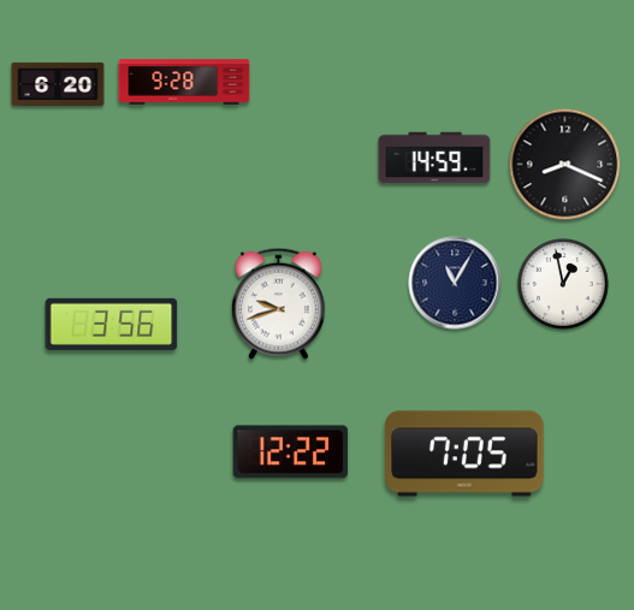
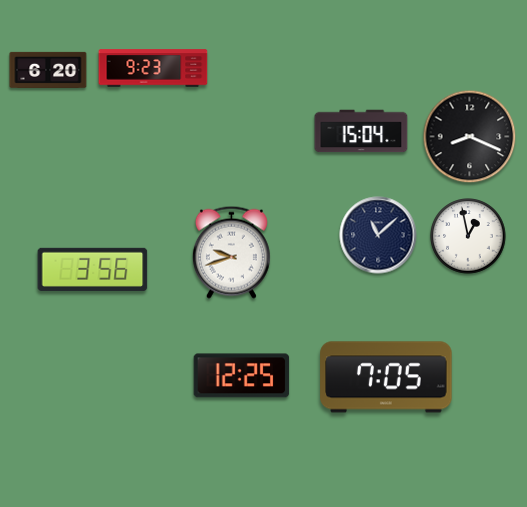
clock at (184, 82): 9:28 -> 9:23
clock at (434, 158): 14:59 -> 15:04
clock at (455, 283): 11:05 -> 11:08
clock at (291, 452): 12:22 -> 12:25
